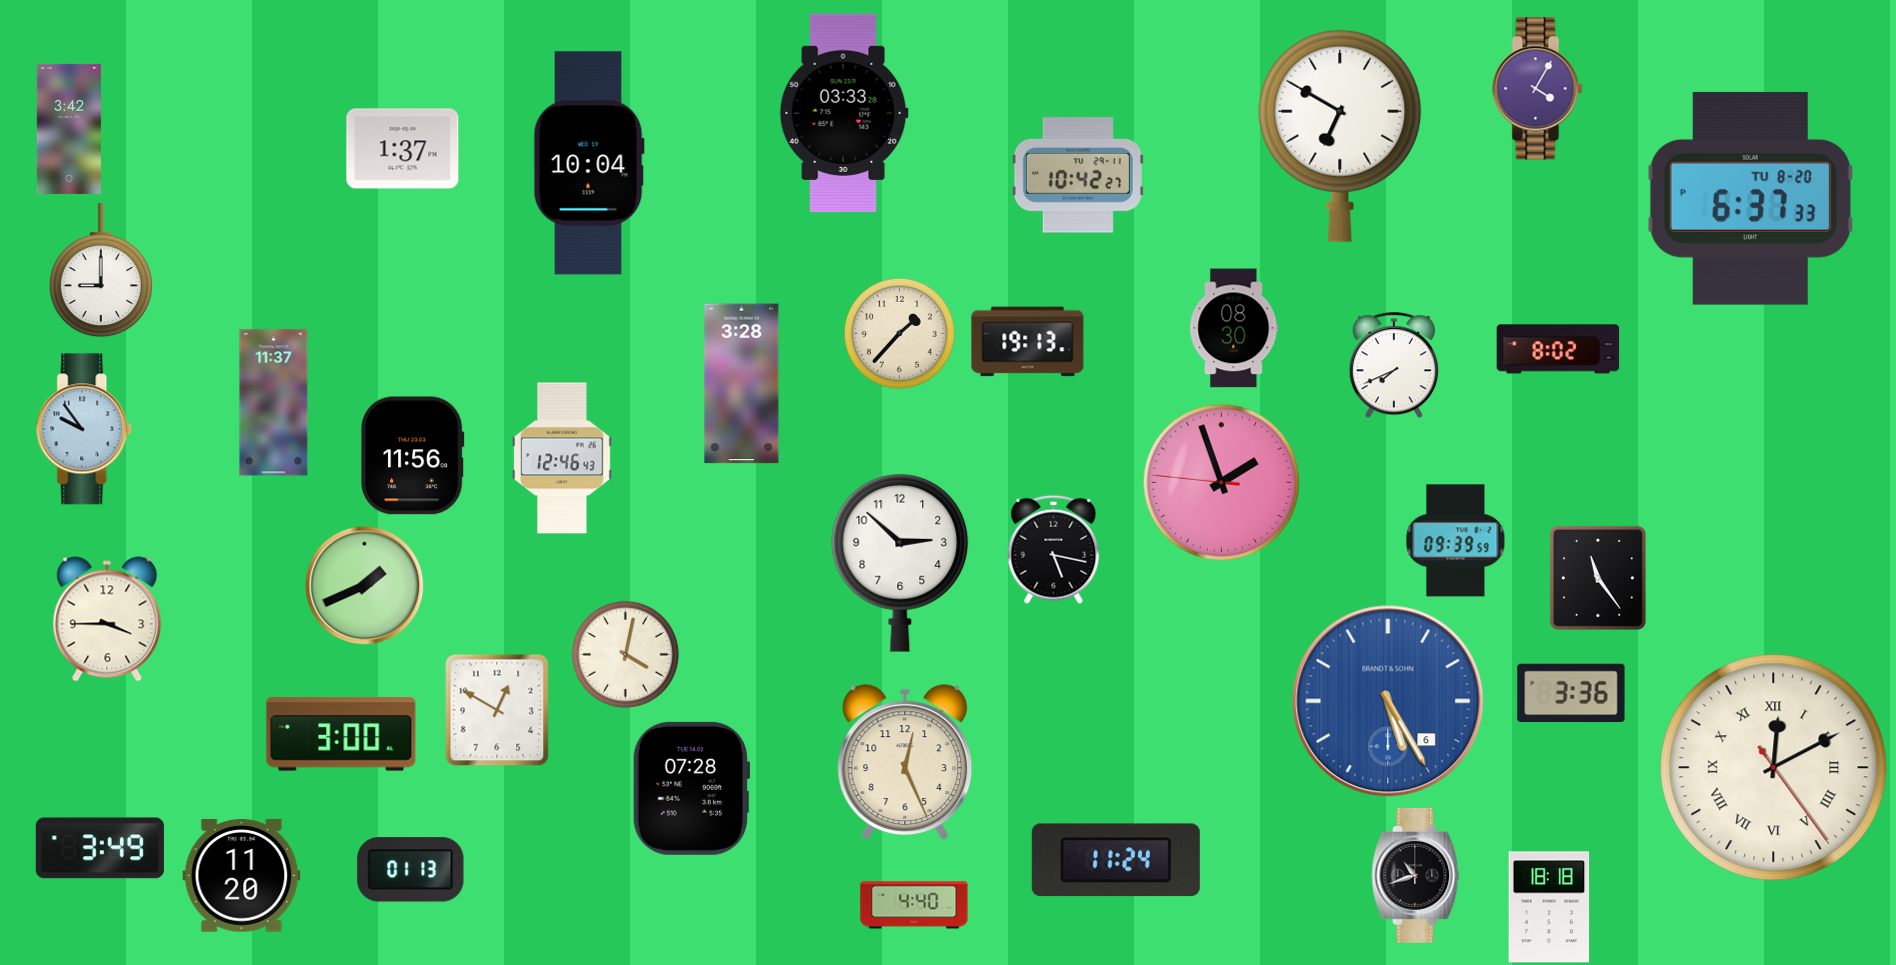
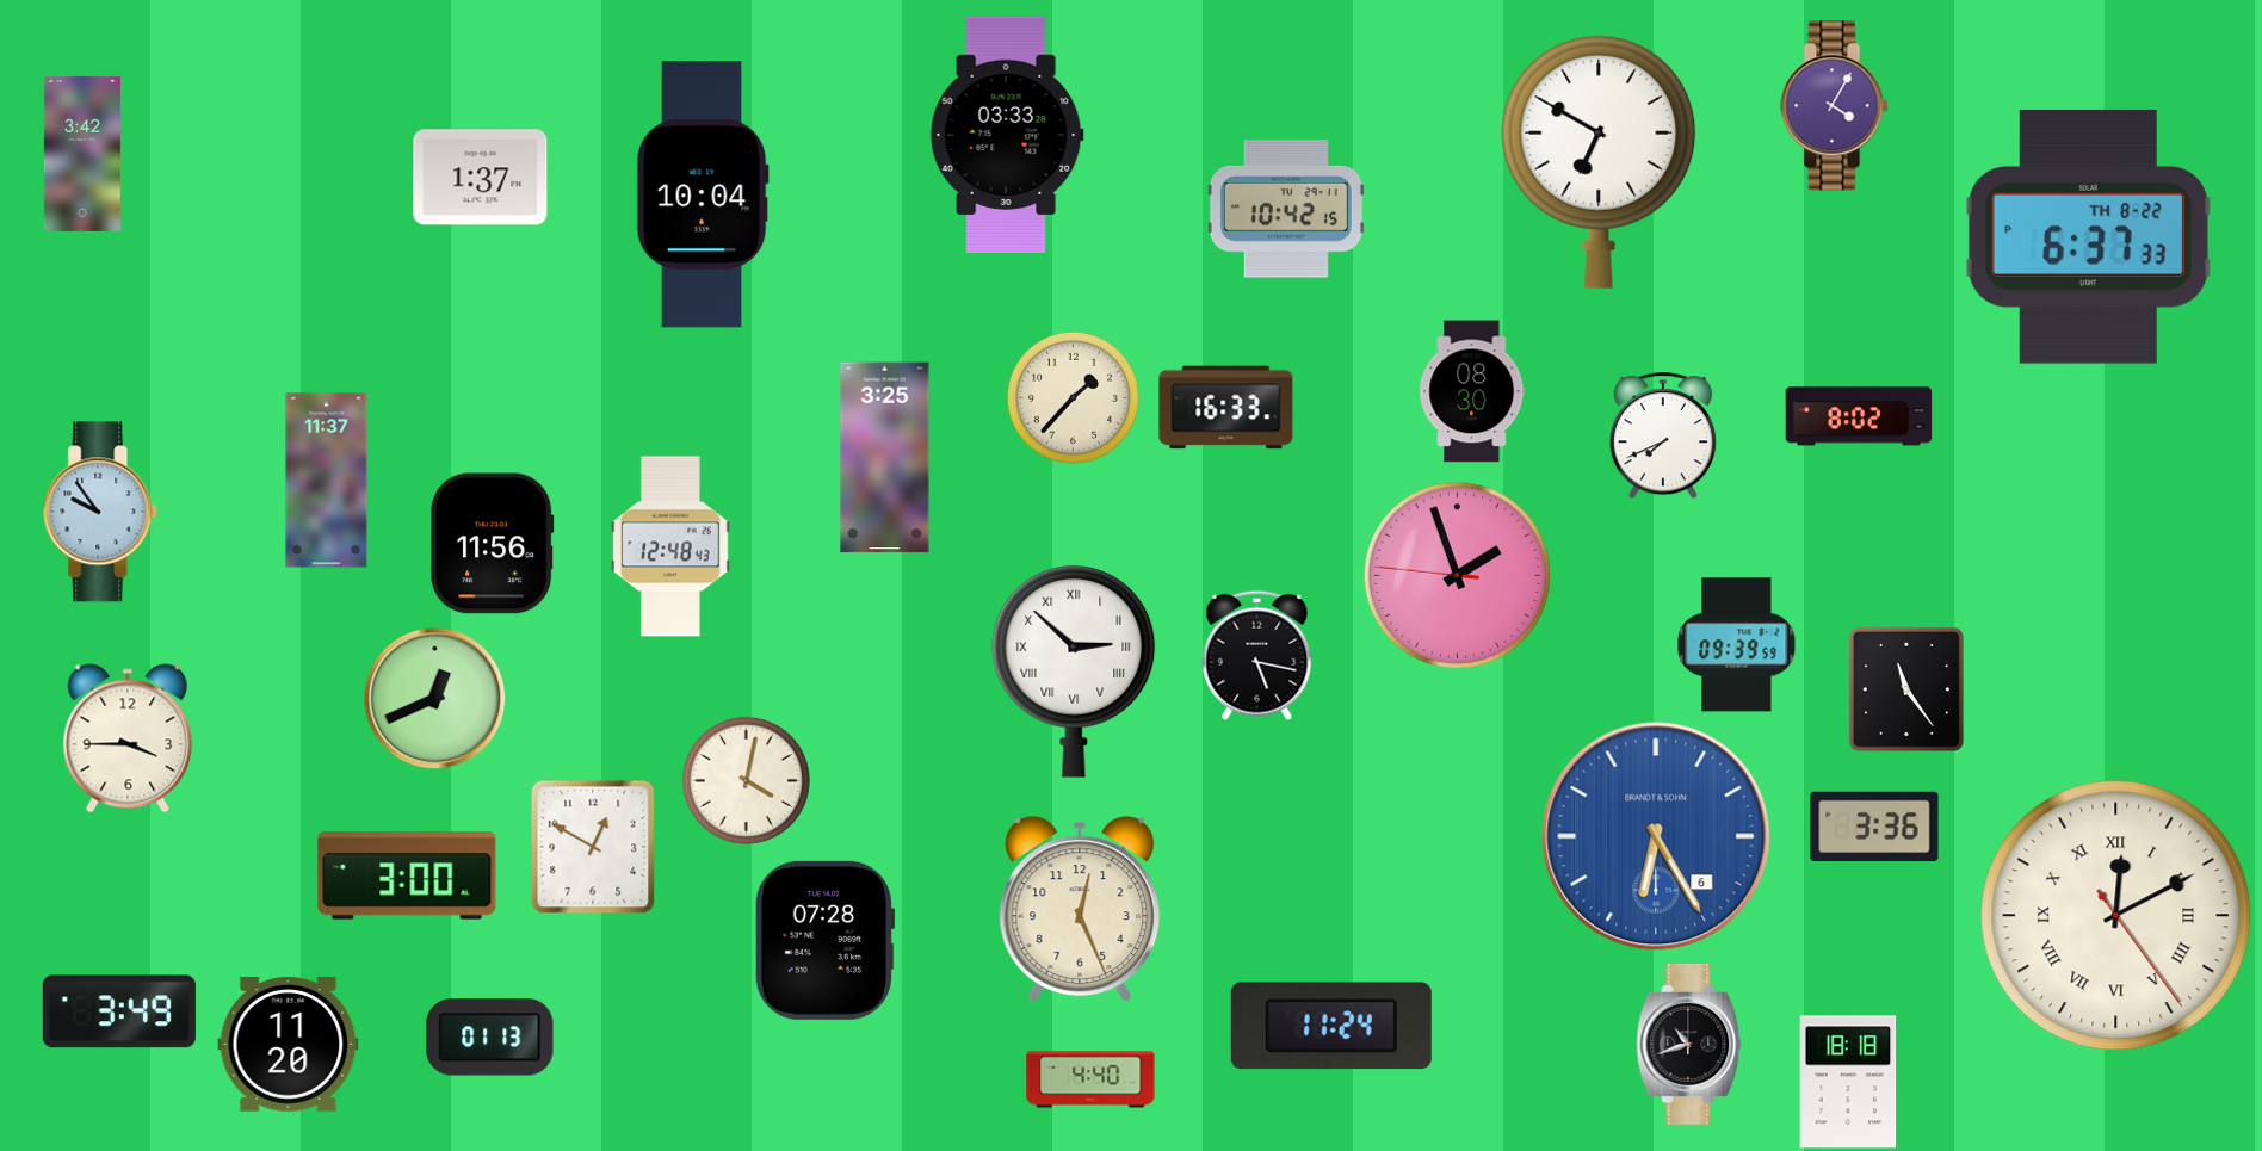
clock at (1078, 175): 10:42:27 -> 10:42:15
clock at (1750, 198) date: TU 8-20 -> TH 8-22
clock at (101, 270): 9:00 -> none
clock at (1028, 342): 19:13 -> 16:33
clock at (742, 384): 3:28 -> 3:25
clock at (562, 458): 12:46 -> 12:48
clock at (900, 563) numerals: Arabic -> Roman
clock at (365, 586): 1:41 -> 12:41
clock at (1388, 701): 5:25 -> 6:25
